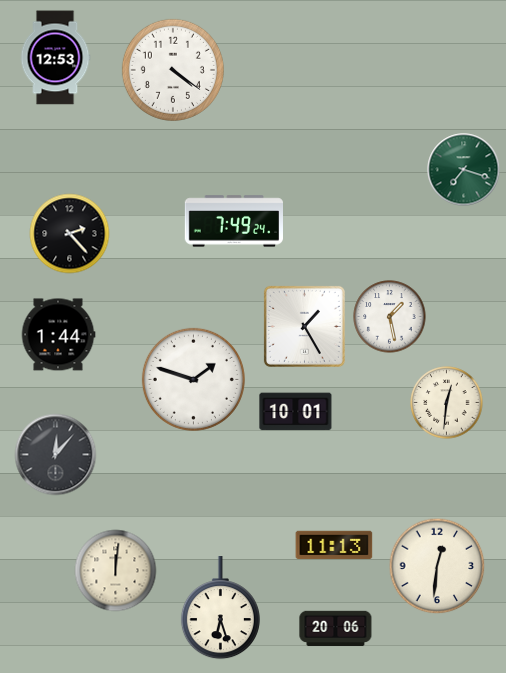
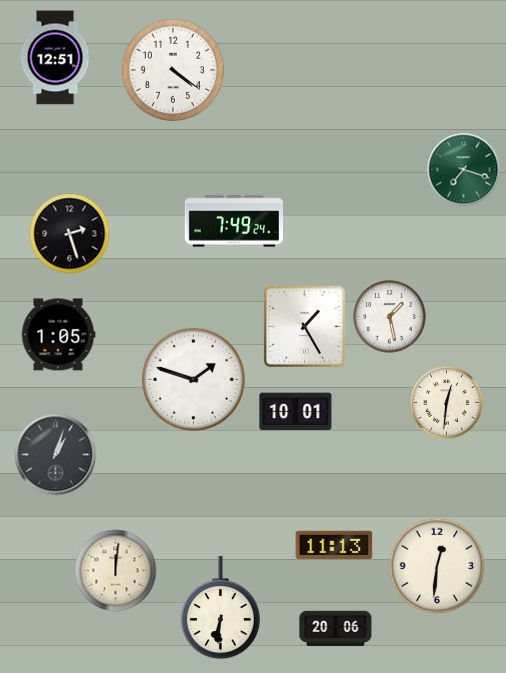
clock at (55, 58): 12:53 -> 12:51
clock at (70, 234): 2:23 -> 2:27
clock at (58, 335): 1:44 -> 1:05
clock at (56, 455): 12:07 -> 1:03
clock at (220, 608): 6:27 -> 6:31
